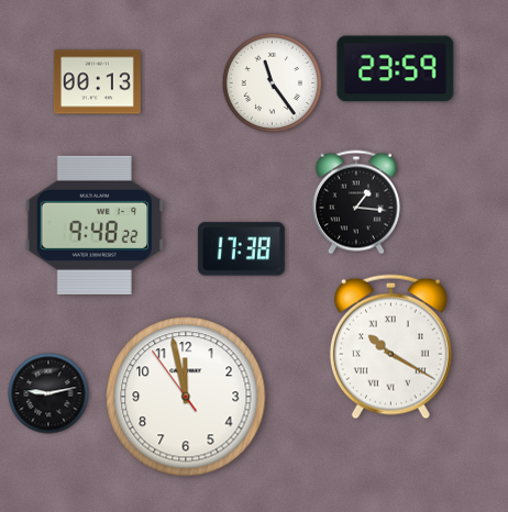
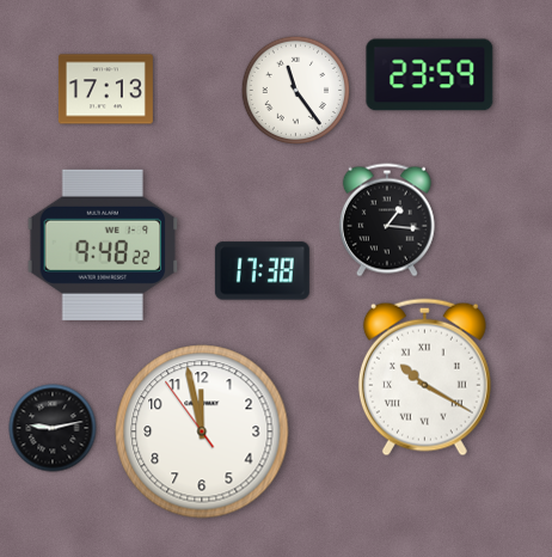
clock at (97, 82): 00:13 -> 17:13
